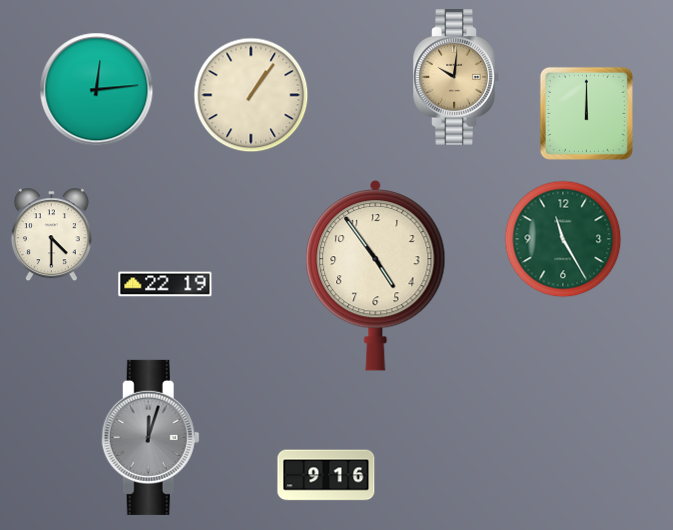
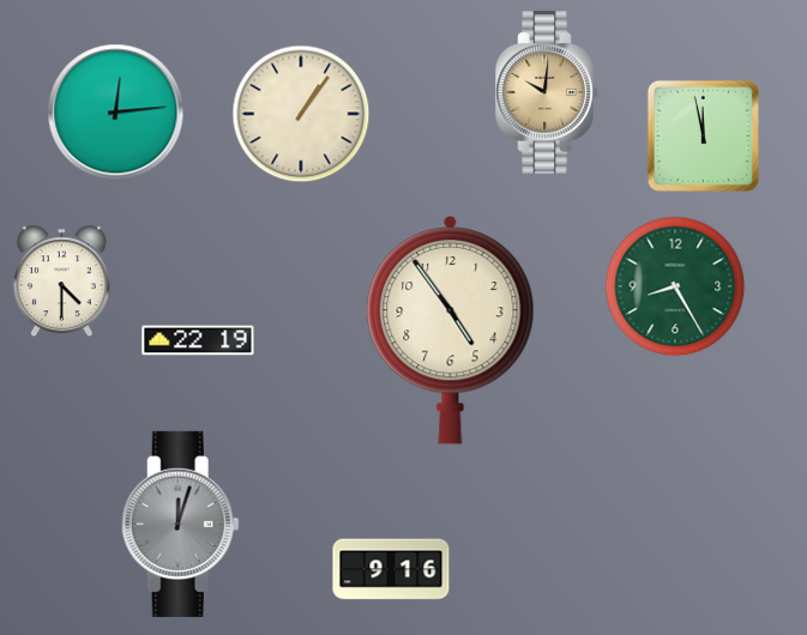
clock at (97, 90) position: (97, 90) -> (116, 113)
clock at (586, 113): 12:00 -> 11:58
clock at (563, 239): 11:25 -> 8:25
